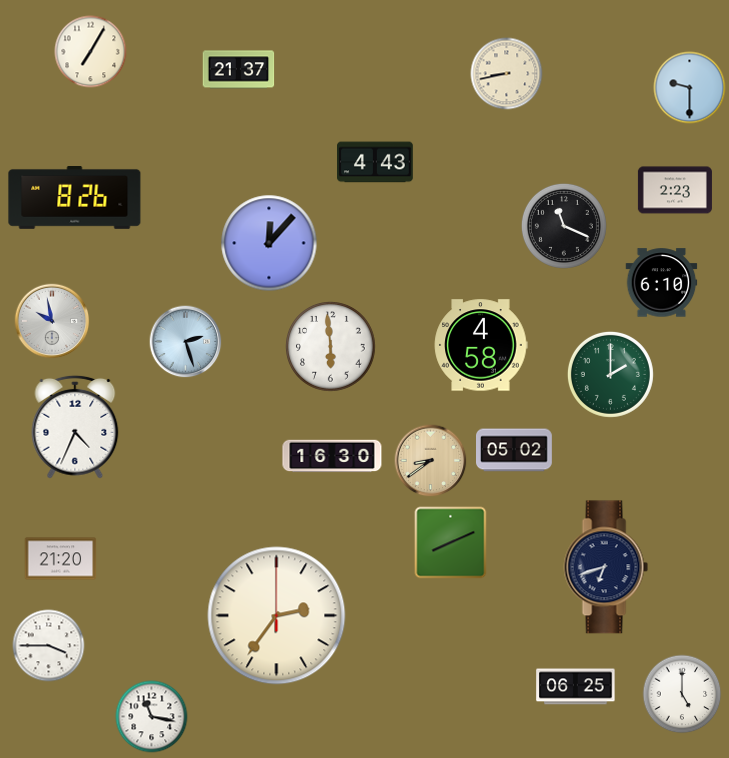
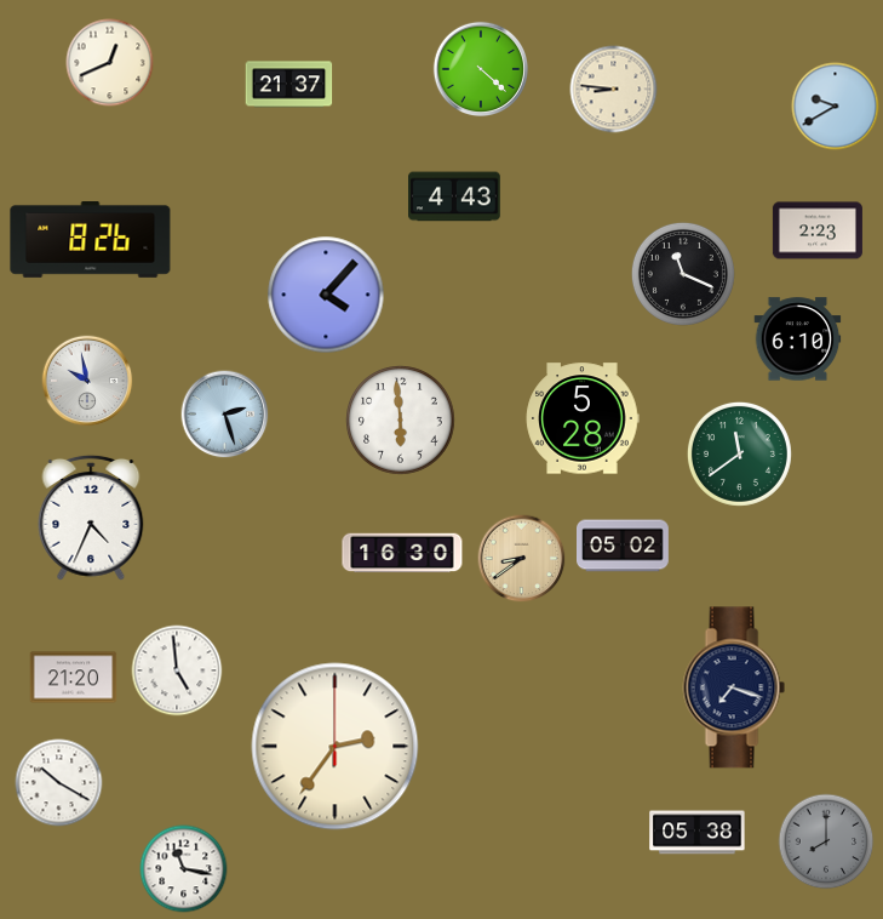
clock at (91, 52): 7:05 -> 12:41
clock at (480, 68): none -> 4:22
clock at (507, 74): 8:43 -> 8:46
clock at (690, 88): 9:30 -> 9:40
clock at (269, 243): 12:07 -> 4:07
clock at (662, 283) position: (662, 283) -> (798, 339)
clock at (52, 321) position: (52, 321) -> (87, 381)
clock at (481, 345): 4:58 -> 5:28
clock at (610, 374): 2:00 -> 11:39
clock at (451, 543): 8:11 -> none
clock at (177, 670): none -> 4:59
clock at (606, 567): 6:42 -> 7:18
clock at (49, 646): 3:45 -> 10:20
clock at (576, 687): 06:25 -> 05:38
clock at (682, 694): 5:00 -> 8:00
clock at (682, 694) dial: white -> grey
